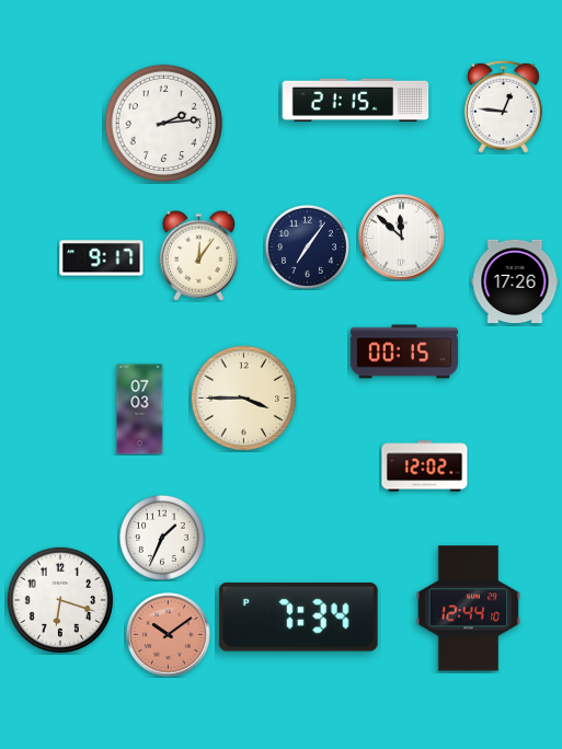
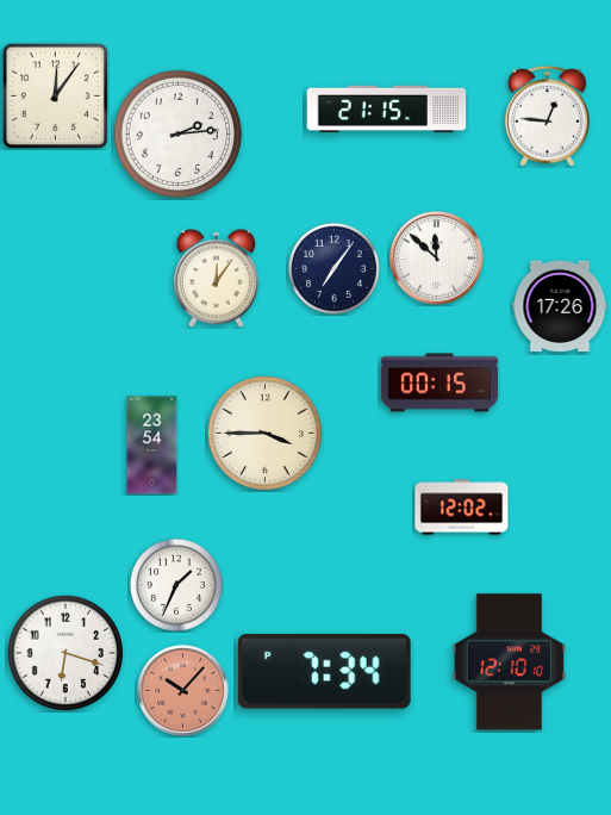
clock at (55, 95): none -> 12:06
clock at (102, 258): 9:17 -> none
clock at (140, 410): 07:03 -> 23:54
clock at (469, 609): 12:44 -> 12:10
clock at (169, 635): 10:09 -> 10:07
